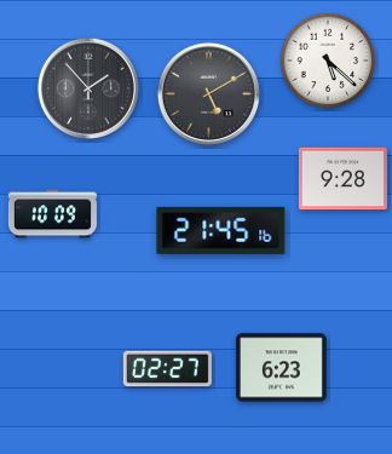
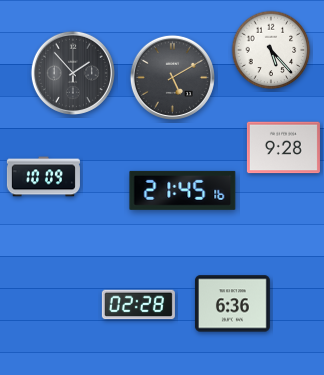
clock at (328, 61): 5:22 -> 5:23
clock at (281, 368): 6:23 -> 6:36
clock at (167, 369): 02:27 -> 02:28
